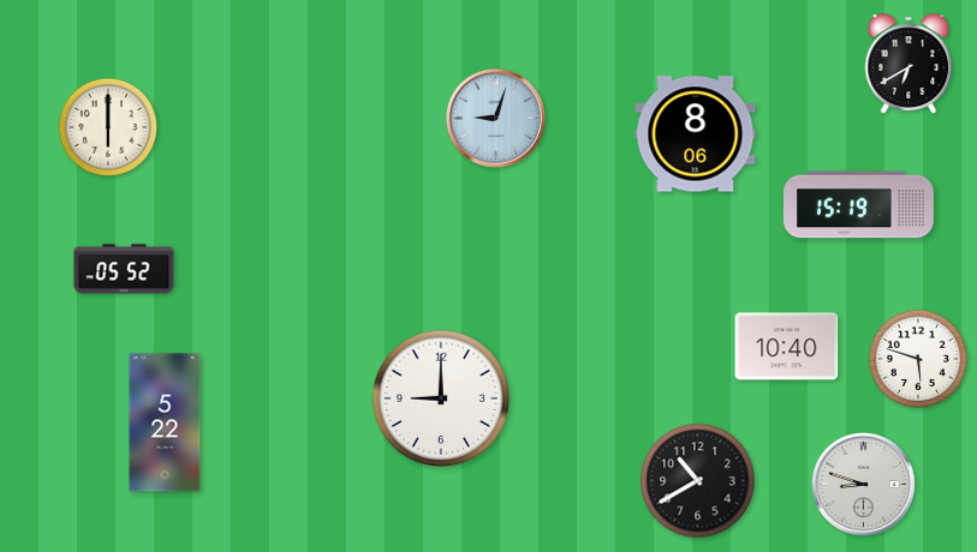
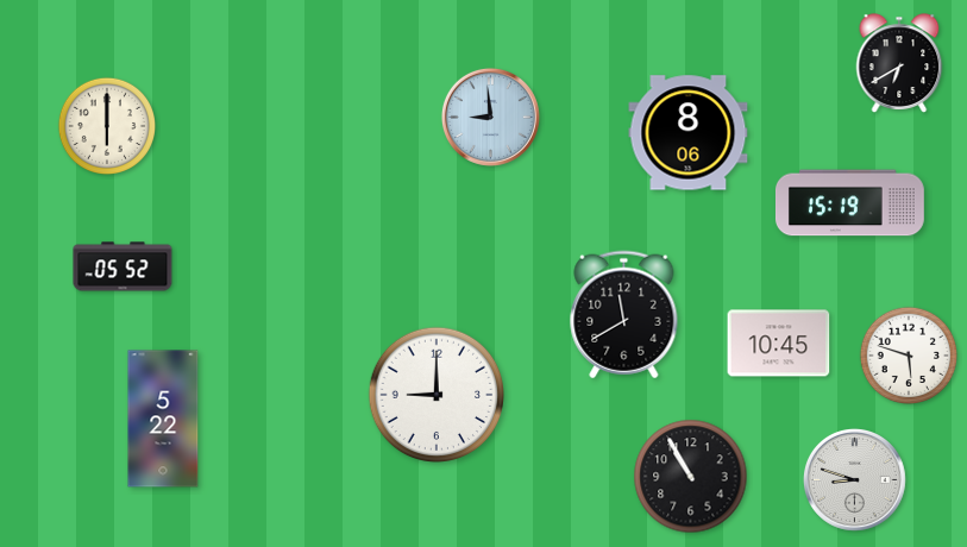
clock at (495, 118): 9:03 -> 8:59
clock at (624, 315): none -> 11:40
clock at (787, 347): 10:40 -> 10:45
clock at (698, 481): 10:40 -> 10:55
